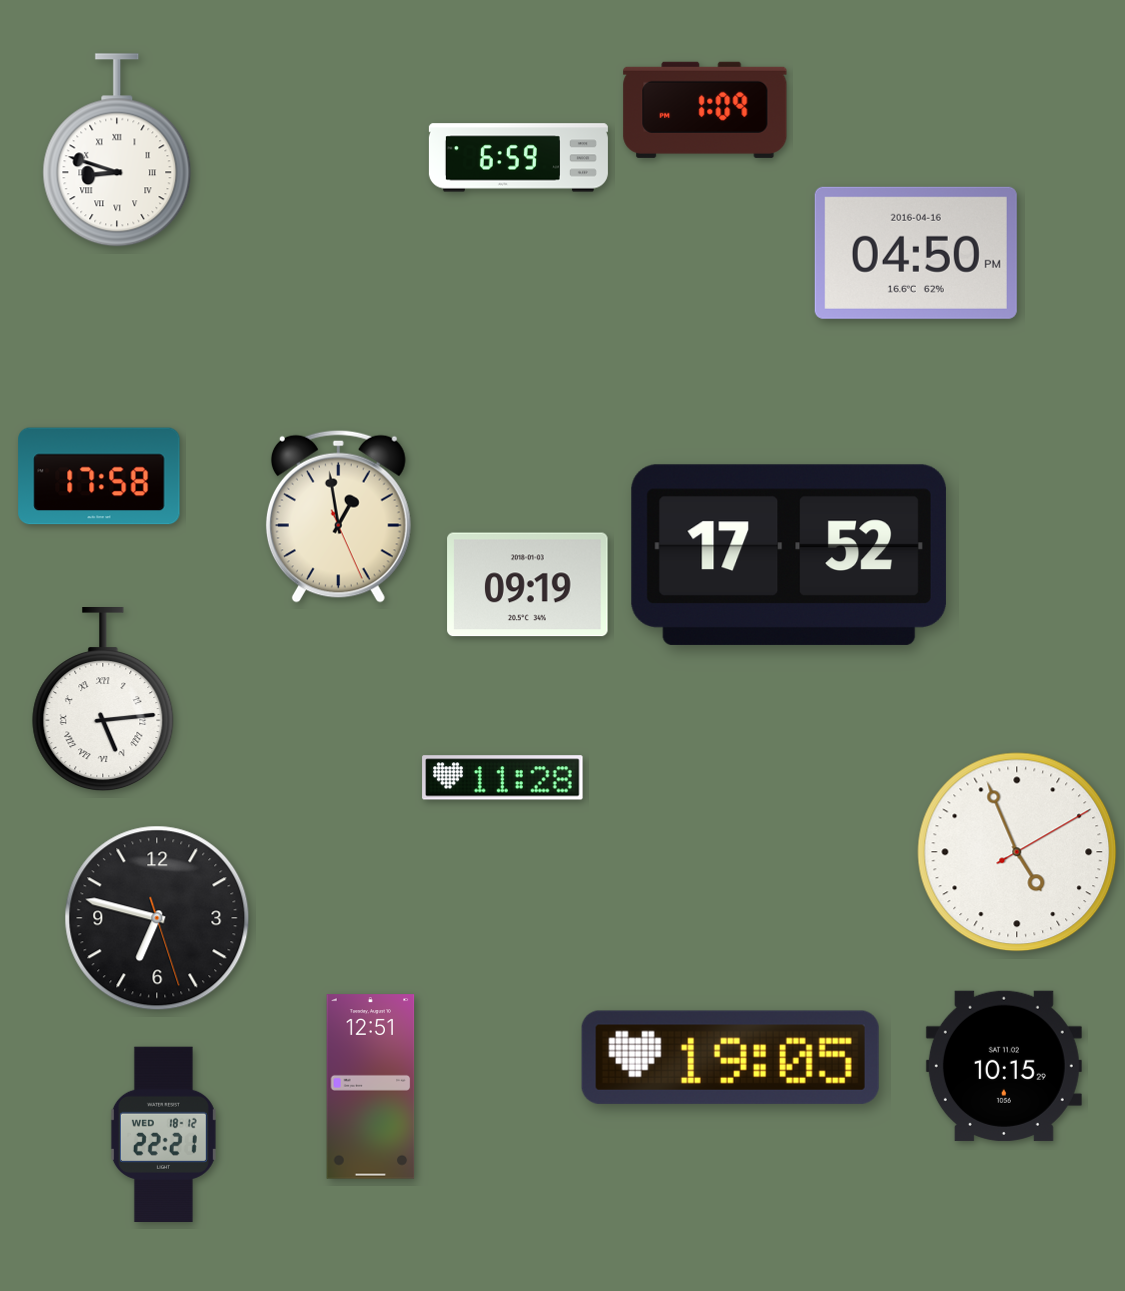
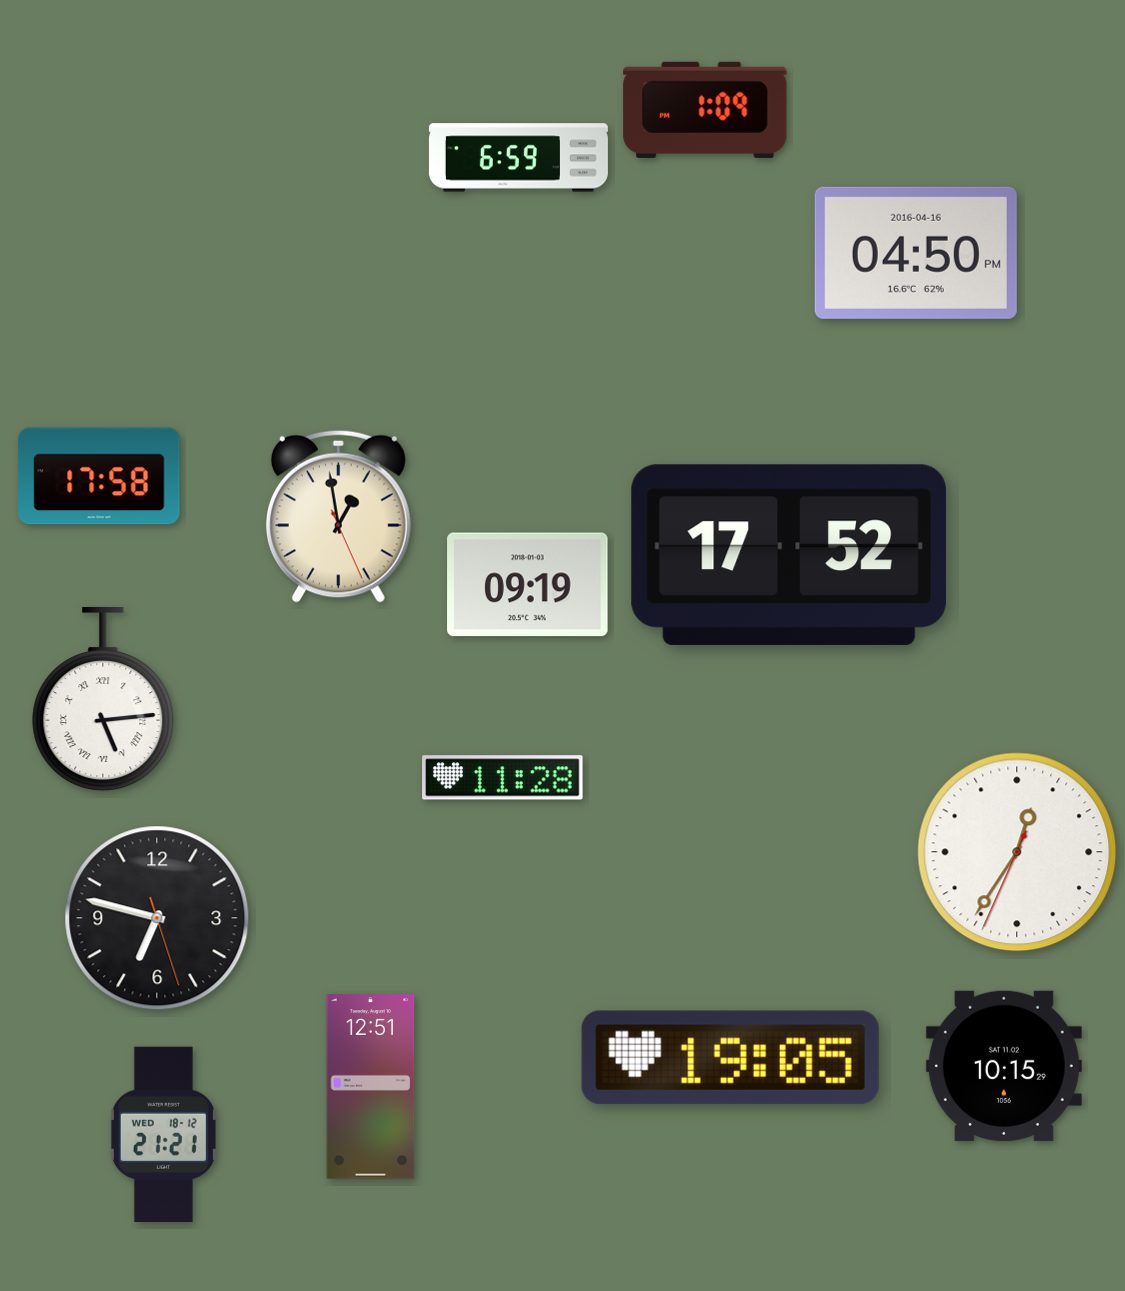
clock at (117, 150): 8:48 -> none
clock at (1017, 852): 4:56 -> 12:35
clock at (163, 1134): 22:21 -> 21:21
